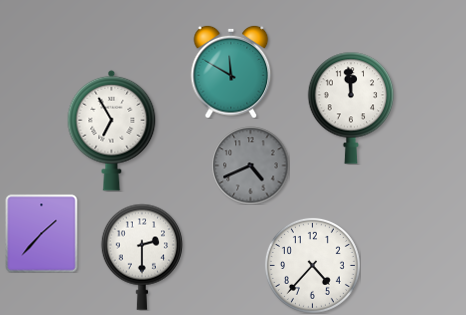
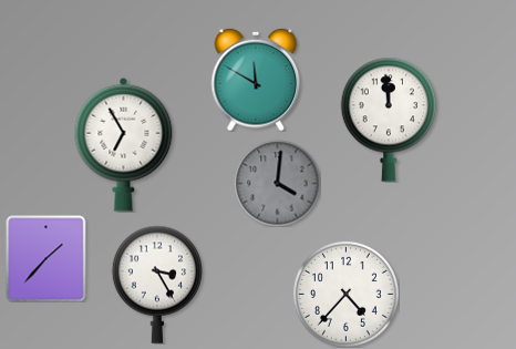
clock at (250, 165): 4:41 -> 4:01
clock at (142, 257): 2:30 -> 3:25
